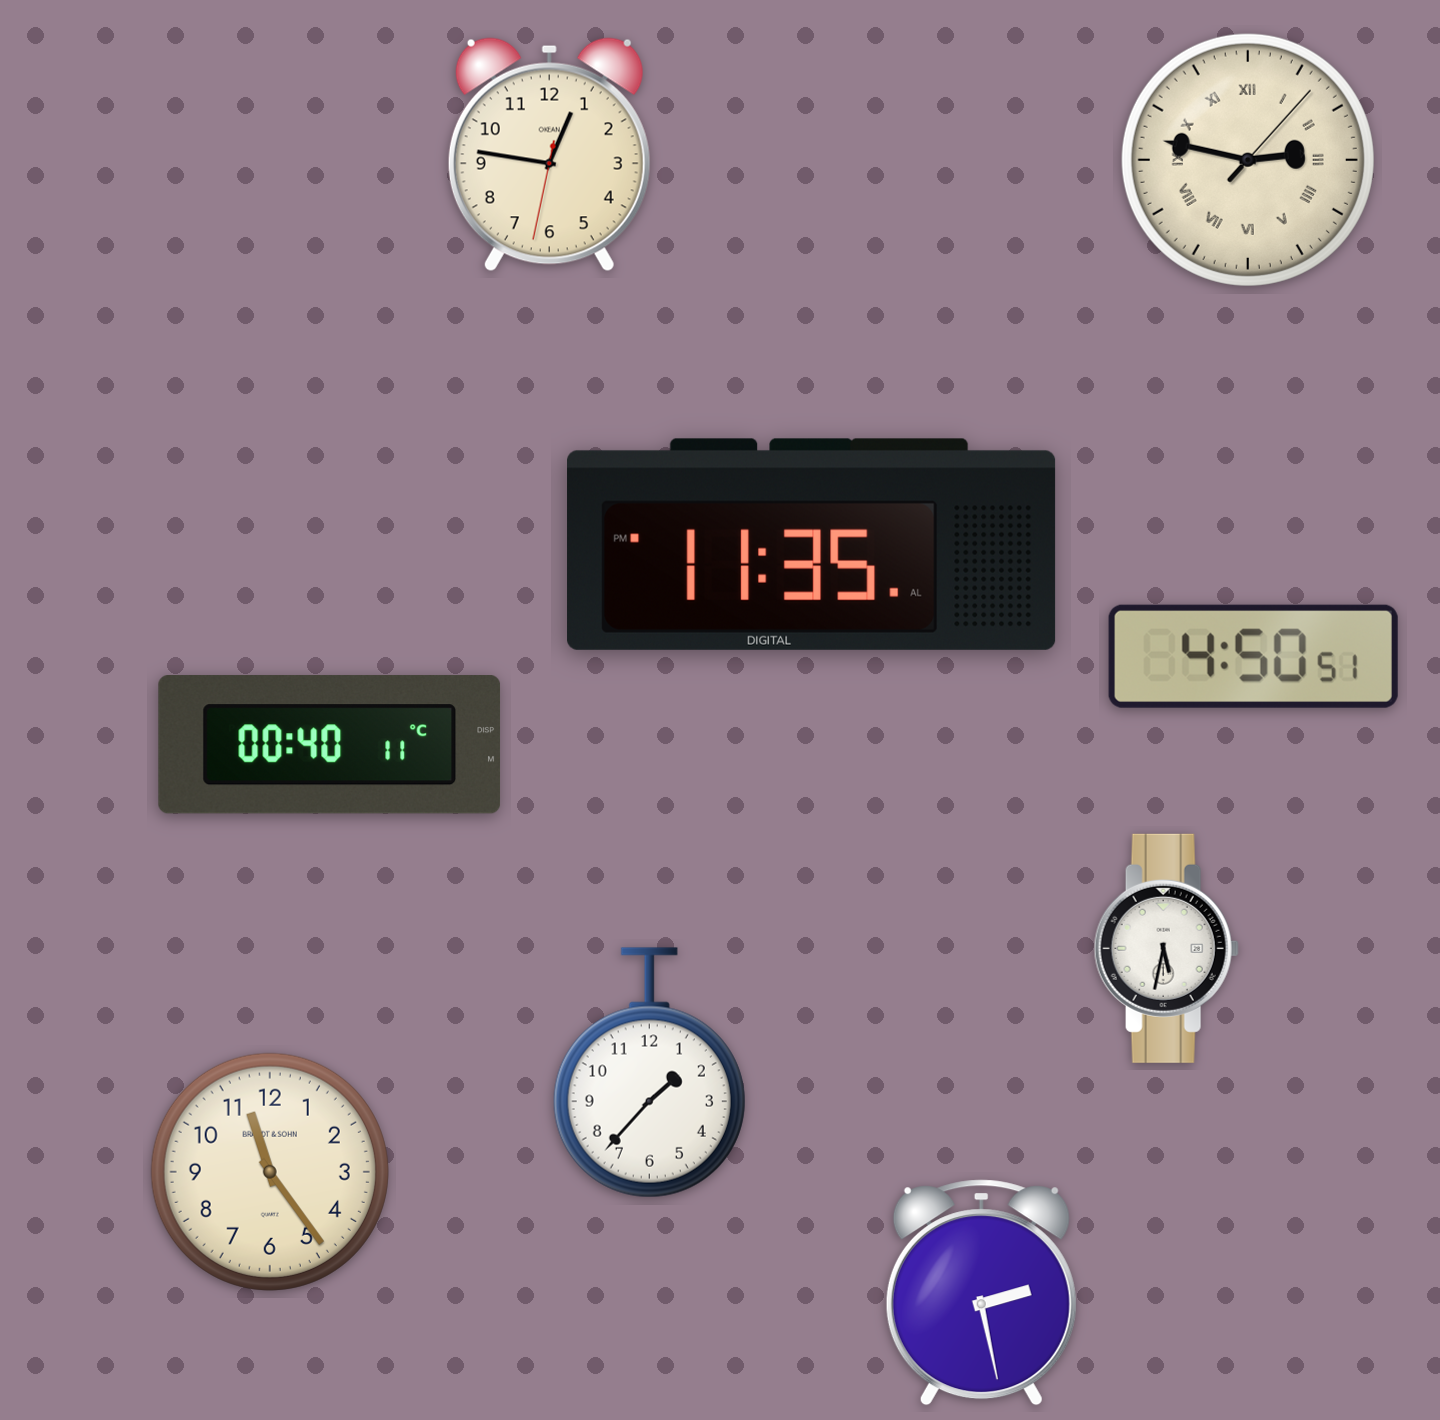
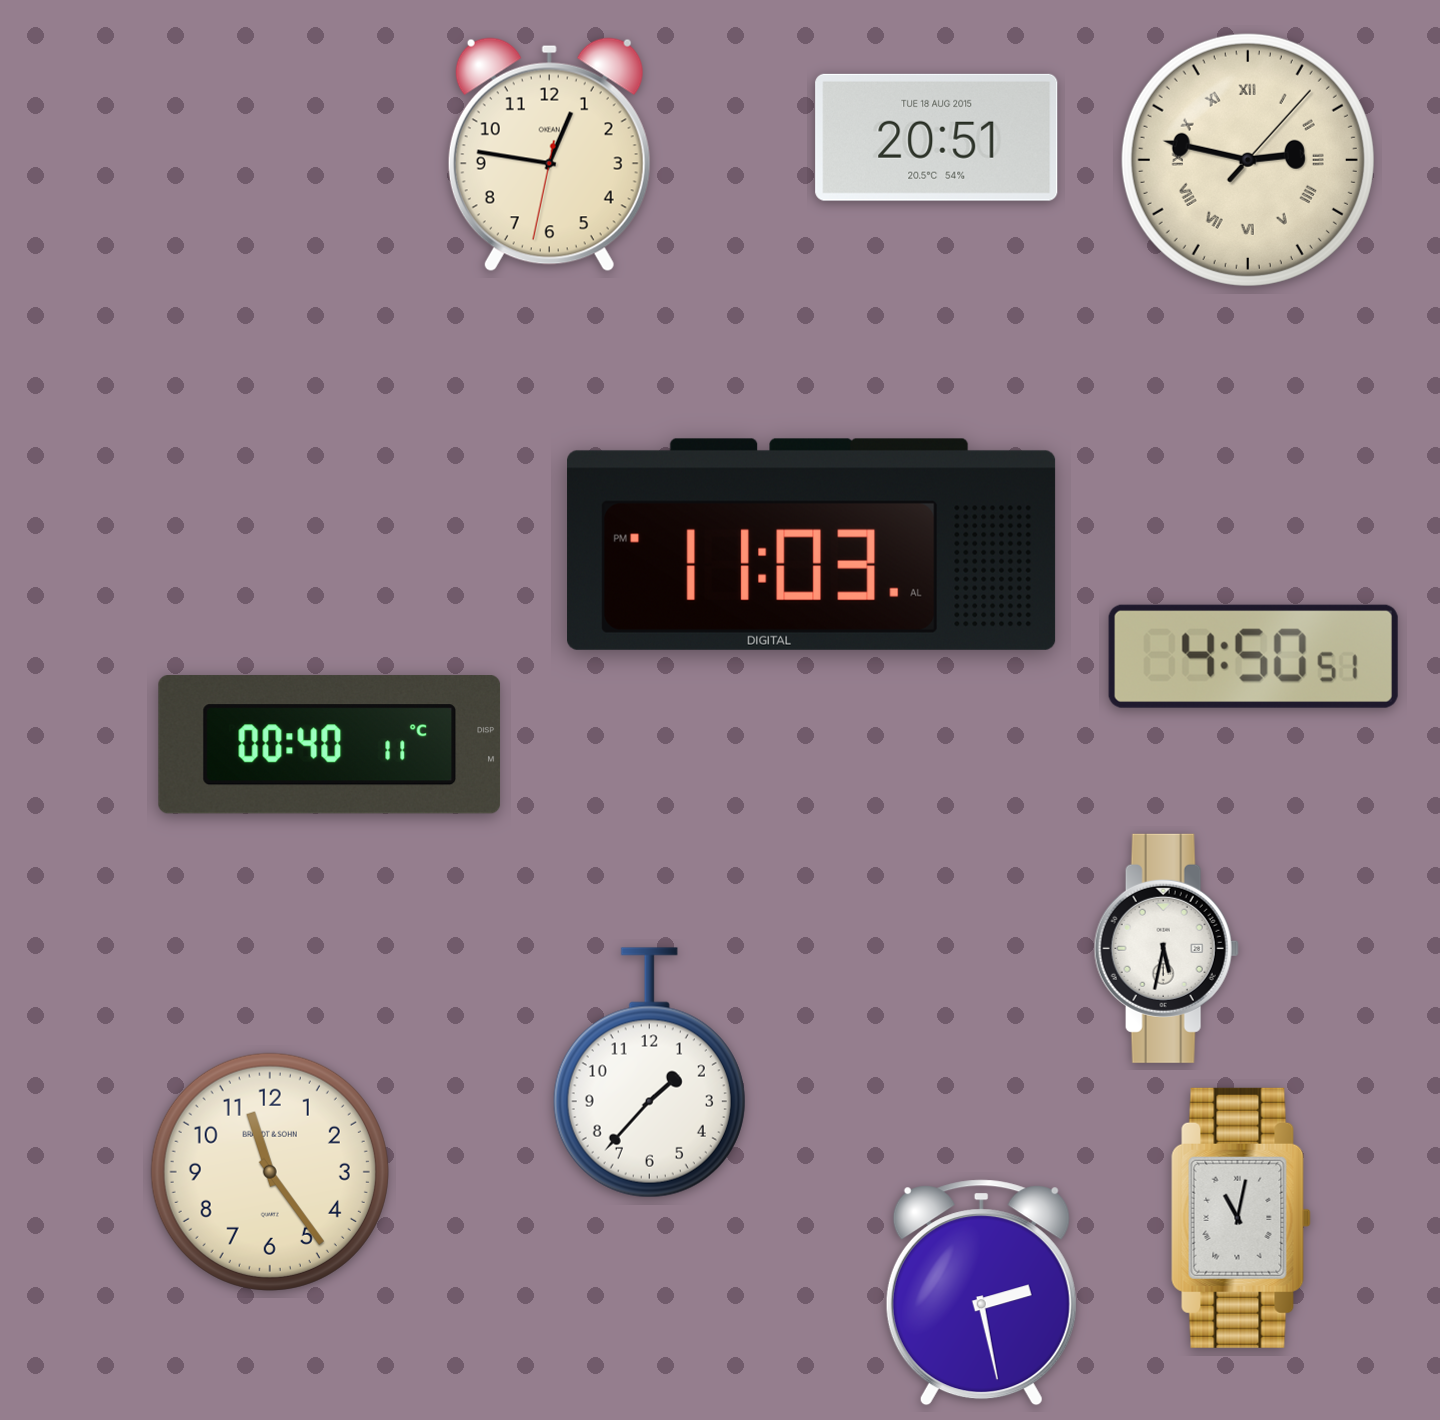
clock at (937, 137): none -> 20:51
clock at (812, 544): 11:35 -> 11:03
clock at (1241, 1218): none -> 11:02
